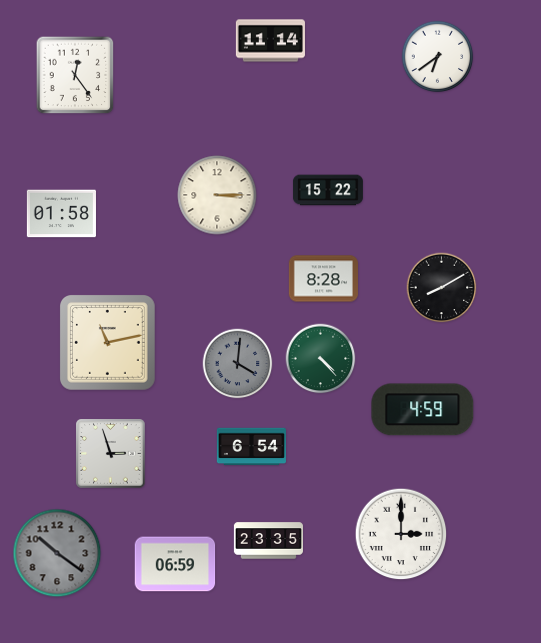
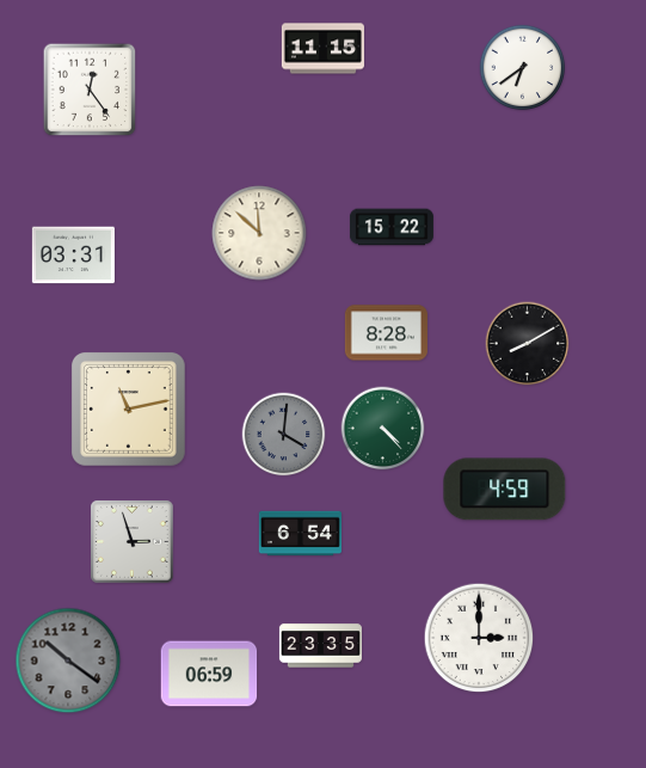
clock at (270, 41): 11:14 -> 11:15
clock at (217, 195): 3:15 -> 11:52
clock at (61, 214): 01:58 -> 03:31
